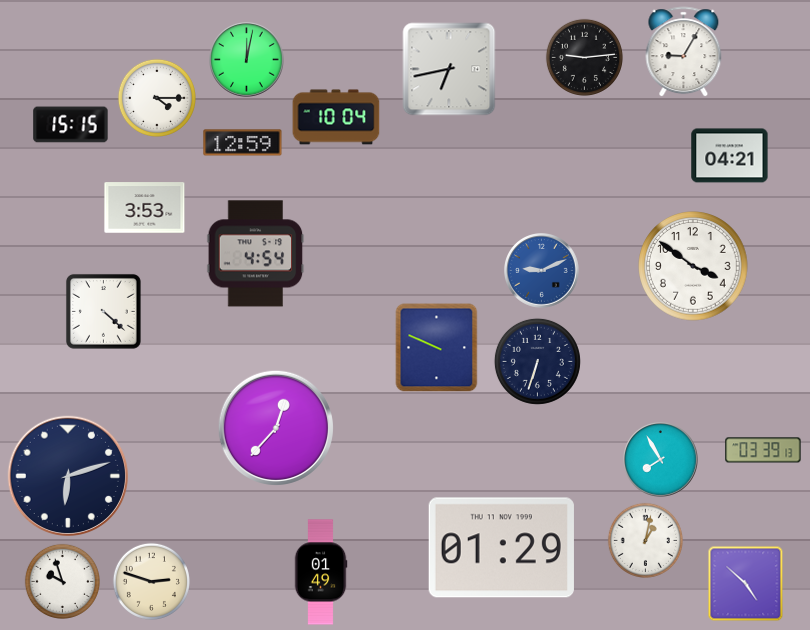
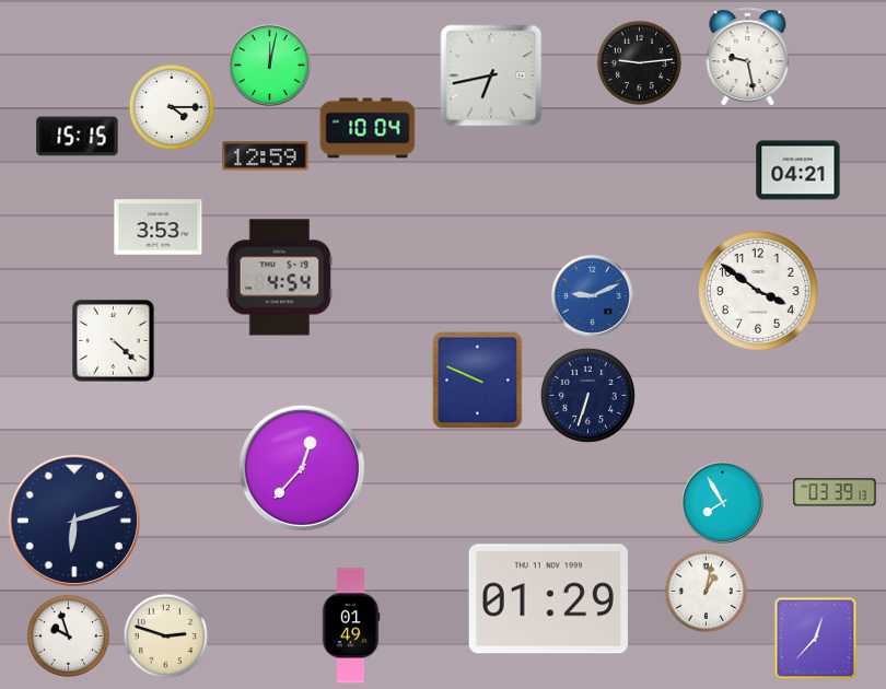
clock at (684, 52): 9:05 -> 9:28
clock at (746, 584): 4:52 -> 12:37
